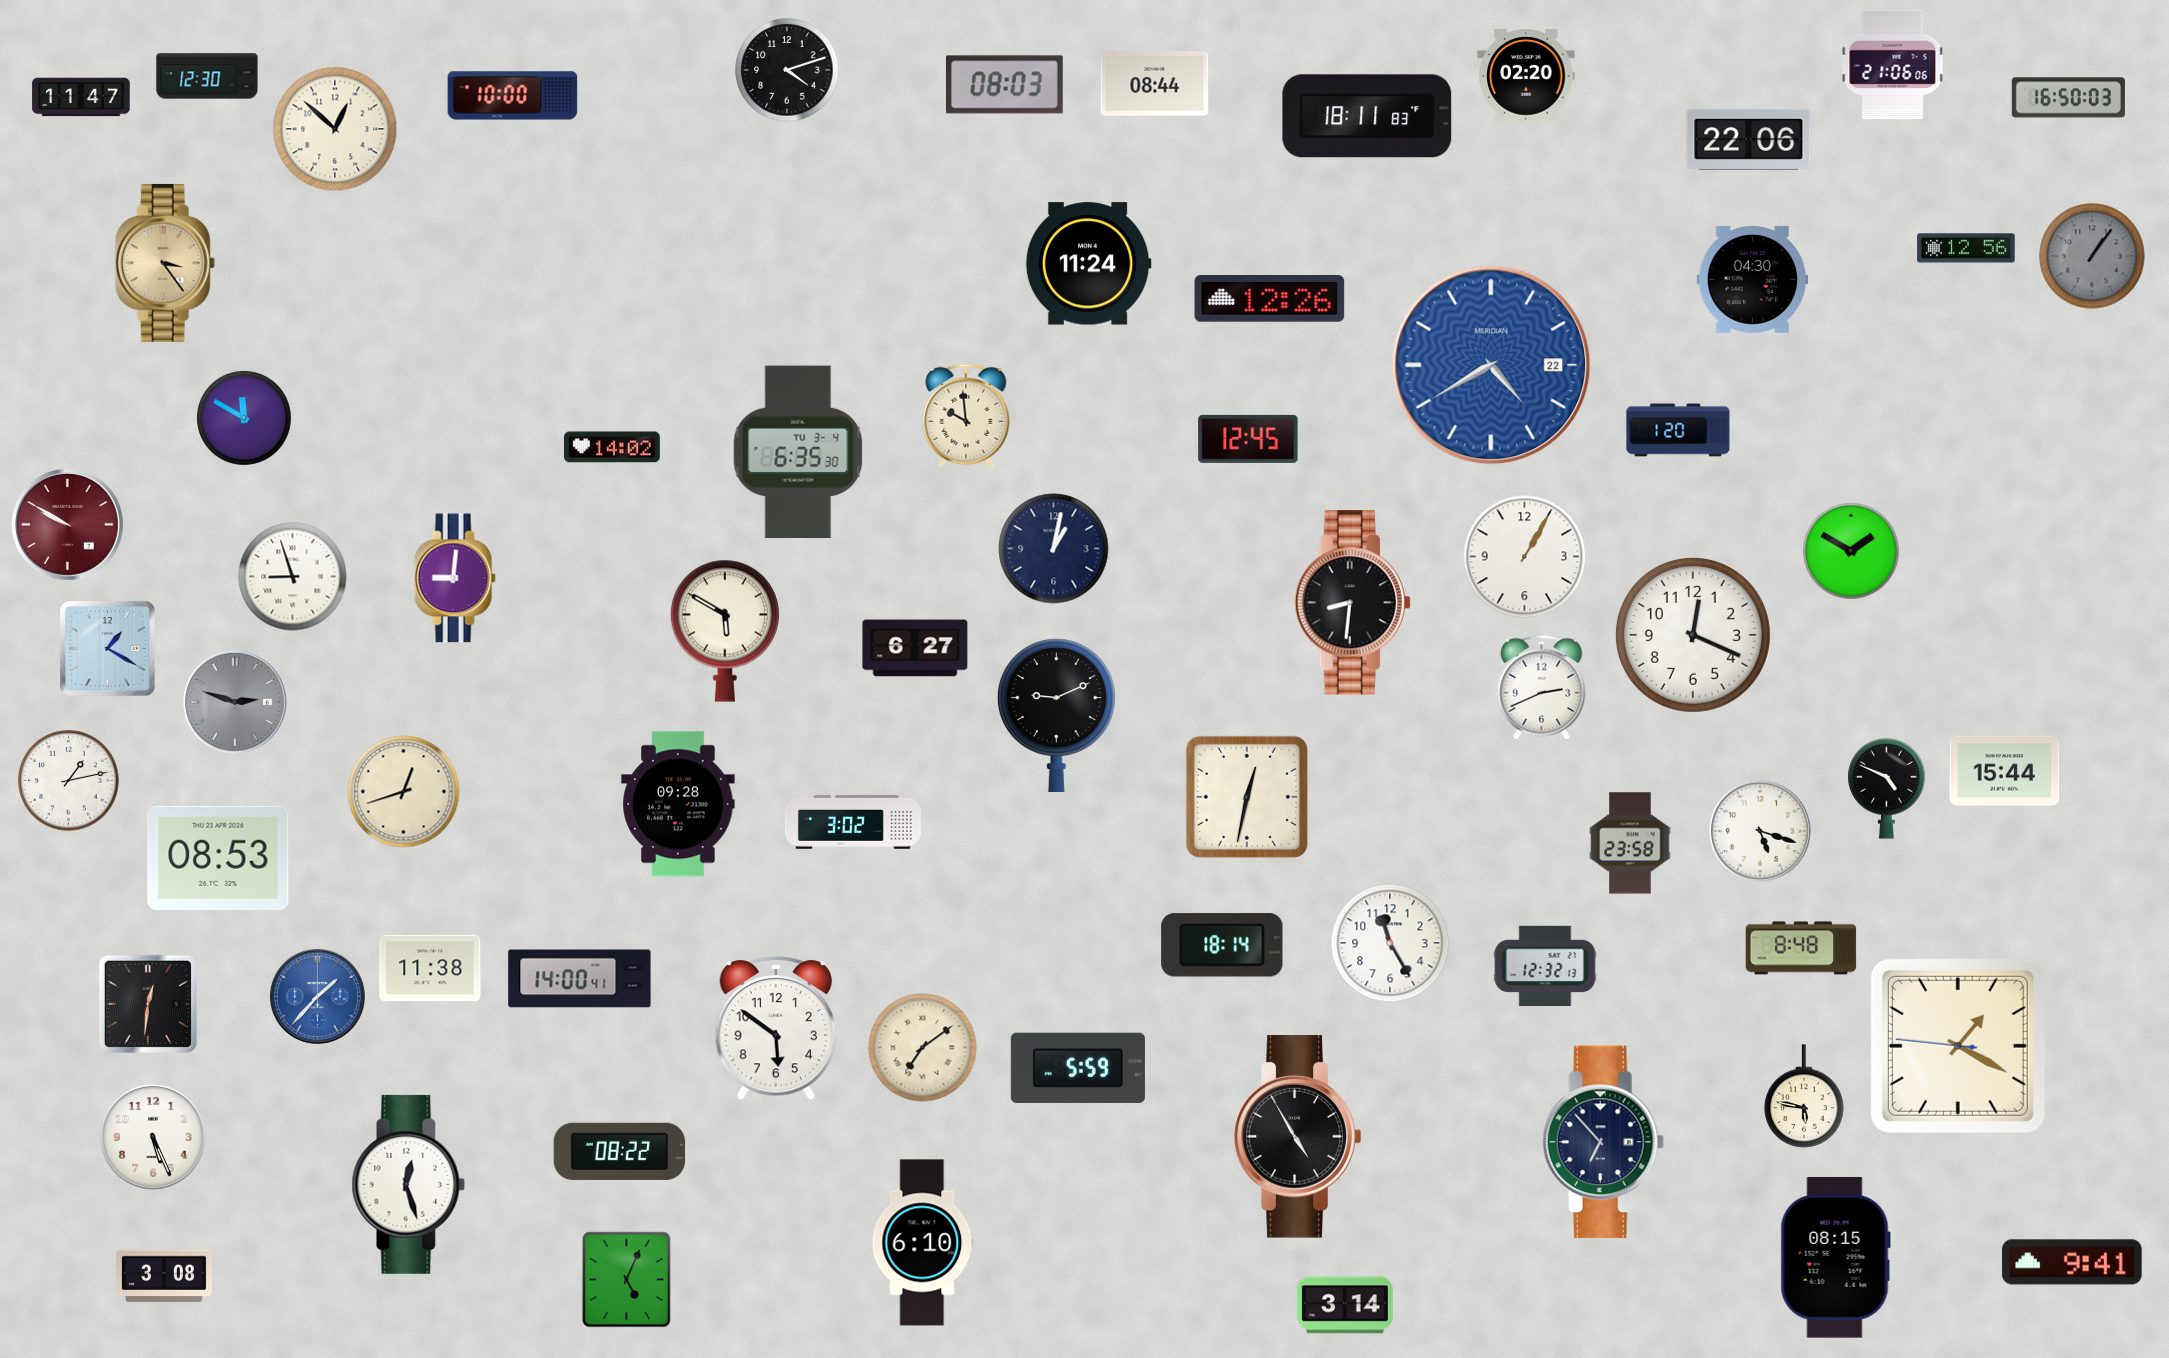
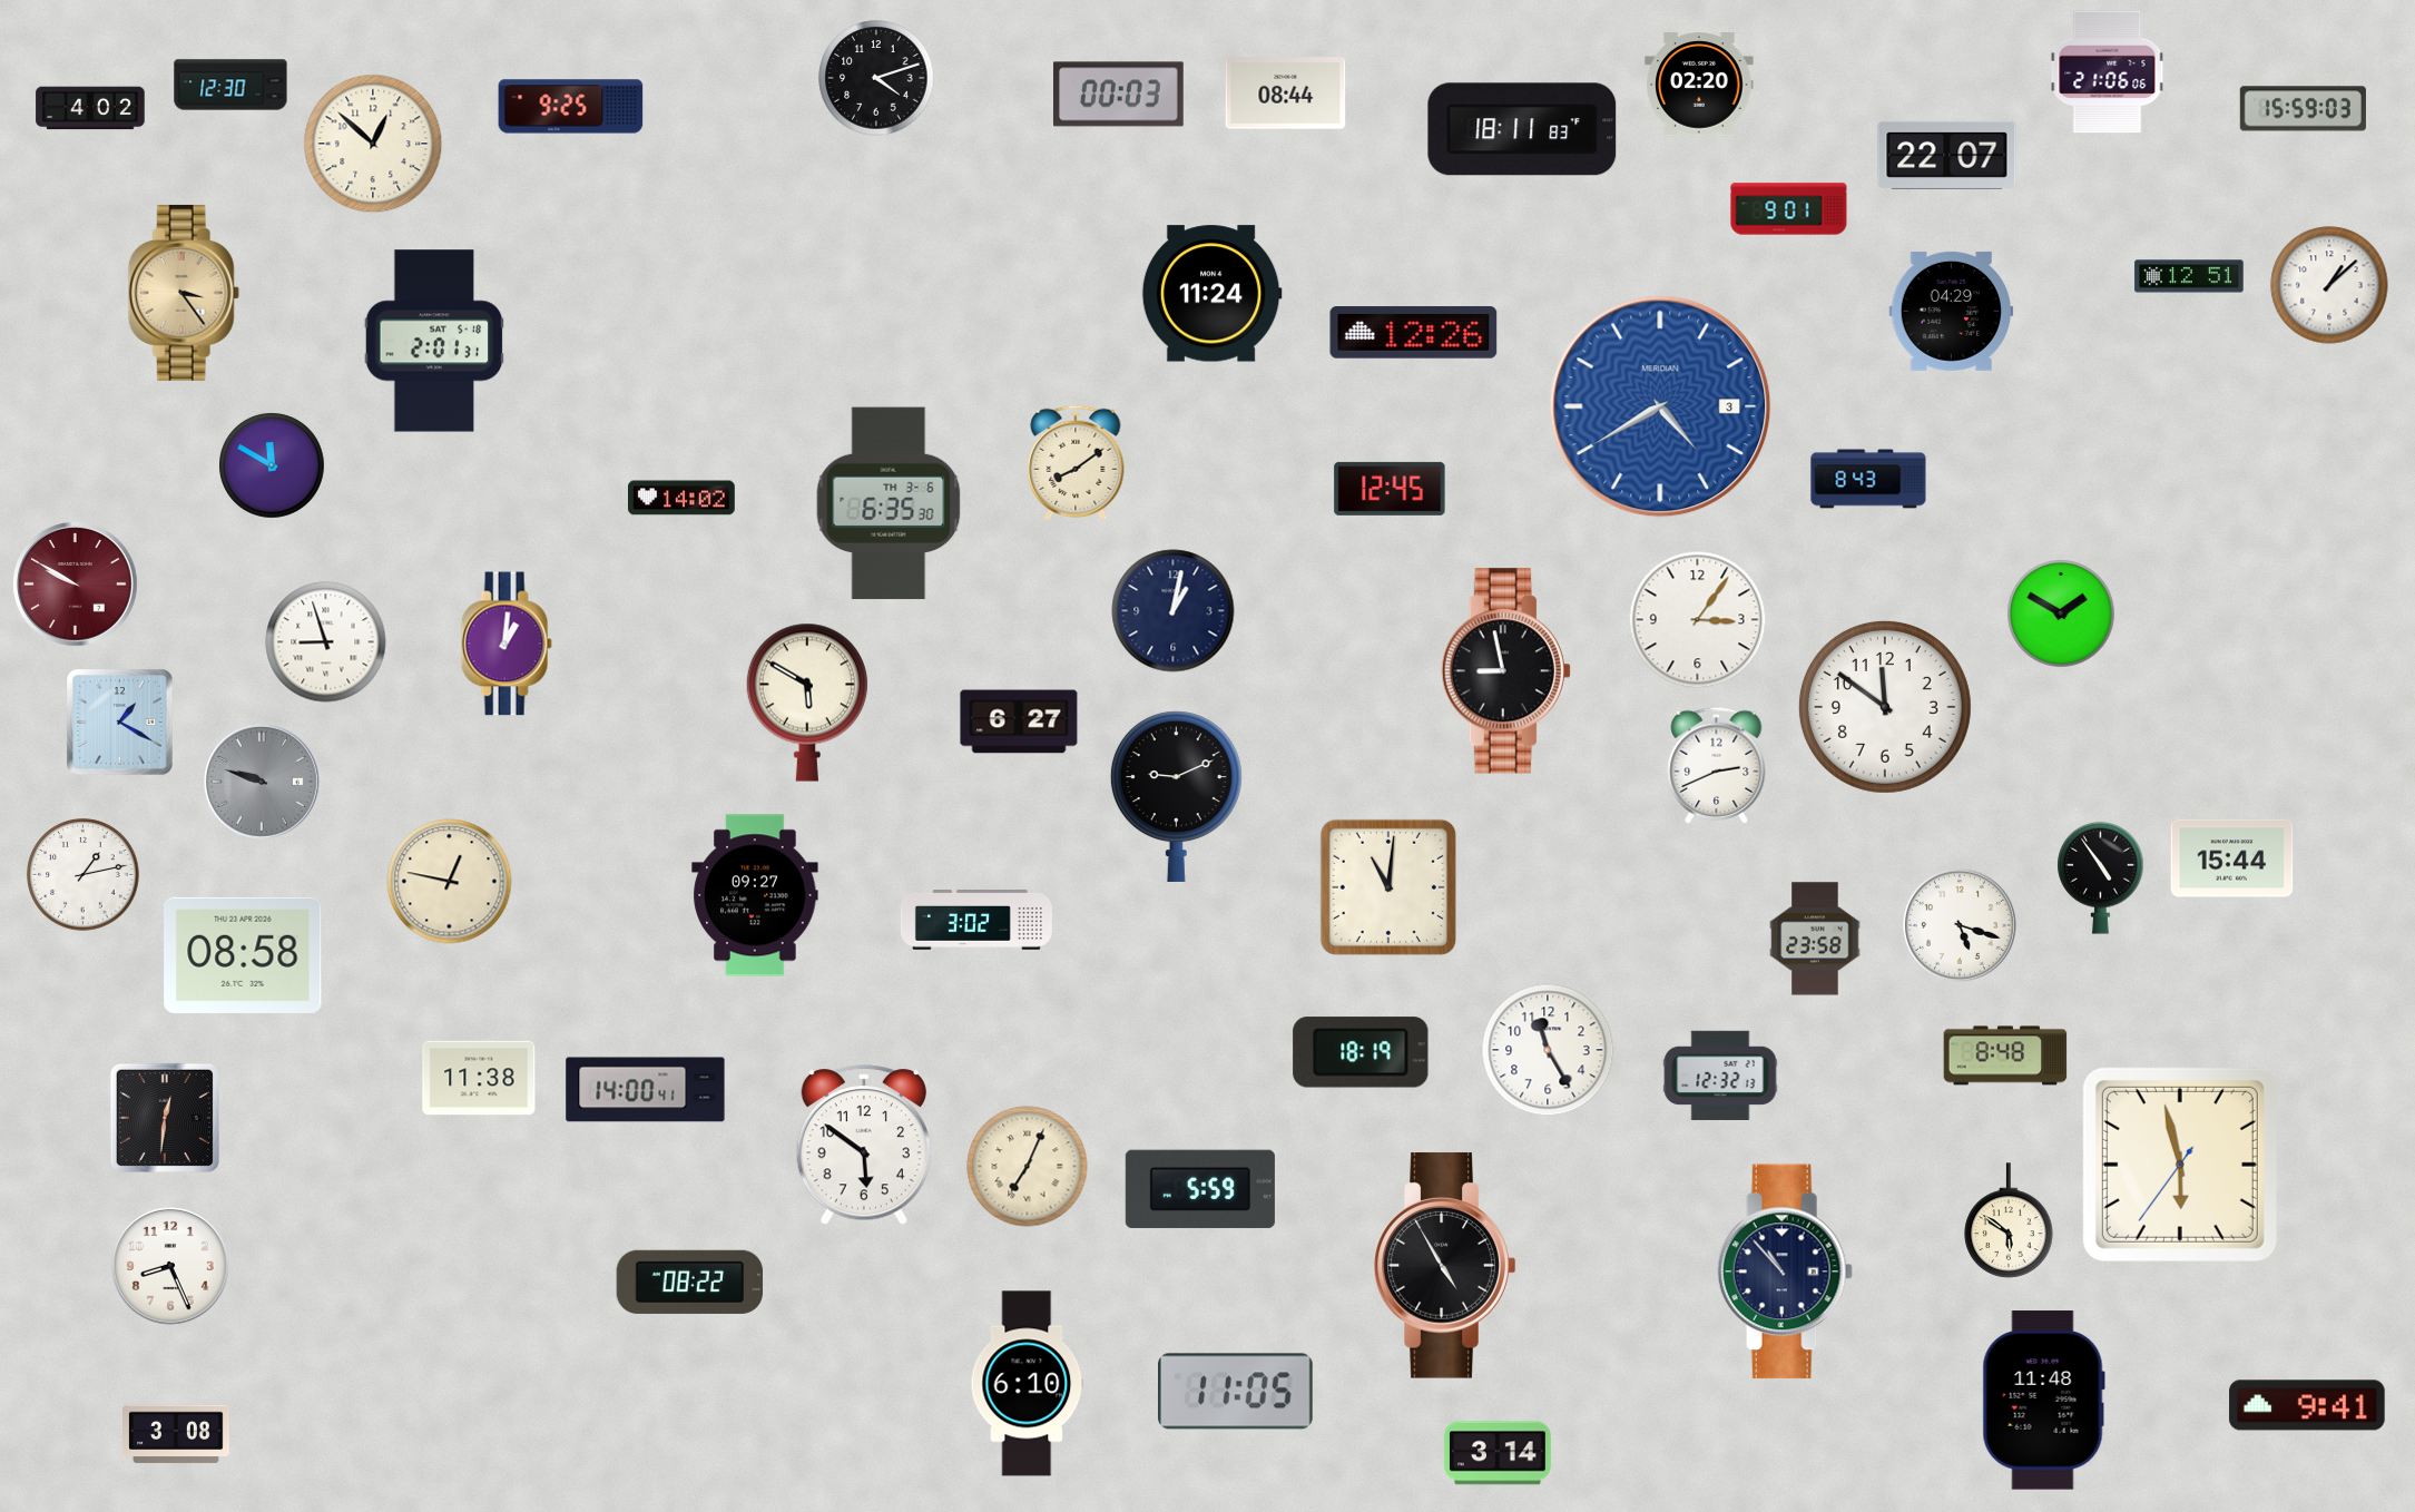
clock at (1004, 85): 08:03 -> 00:03
clock at (513, 96): 10:00 -> 9:25
clock at (81, 97): 11:47 -> 4:02
clock at (2068, 98): 16:50 -> 15:59
clock at (1749, 139): 22:06 -> 22:07
clock at (1789, 209): none -> 9:01
clock at (1966, 248): 12:56 -> 12:51
clock at (2092, 256): 1:06 -> 1:08
clock at (2092, 256) dial: grey -> white
clock at (1753, 279): 04:30 -> 04:29
clock at (434, 341): none -> 2:01
clock at (1491, 365) date: 22 -> 3
clock at (966, 416): 9:59 -> 8:09
clock at (1678, 430): 1:20 -> 8:43
clock at (798, 452) date: TU 3-4 -> TH 3-6
clock at (1525, 557): 1:05 -> 3:06
clock at (455, 578): 9:01 -> 1:01
clock at (1352, 603): 8:31 -> 8:58
clock at (1693, 635): 12:19 -> 11:51
clock at (235, 702): 2:48 -> 9:48
clock at (69, 781) position: (69, 781) -> (84, 875)
clock at (1887, 788): 4:49 -> 4:54
clock at (404, 792): 12:42 -> 12:47
clock at (1247, 797): 12:32 -> 11:01
clock at (678, 804): 09:28 -> 09:27
clock at (853, 823) position: (853, 823) -> (976, 921)
clock at (218, 858): 08:53 -> 08:58
clock at (1222, 945): 18:14 -> 18:19
clock at (317, 996): 1:37 -> none
clock at (1958, 1046): 1:19 -> 5:57
clock at (923, 1048): 7:09 -> 7:04
clock at (1804, 1096): 5:47 -> 5:51
clock at (153, 1137): 5:26 -> 8:26
clock at (1603, 1142): 6:53 -> 10:53
clock at (409, 1184): 12:27 -> none
clock at (1236, 1392): none -> 11:05
clock at (1835, 1258): 08:15 -> 11:48
clock at (165, 1276) position: (165, 1276) -> (177, 1434)
clock at (627, 1280): 5:04 -> none
